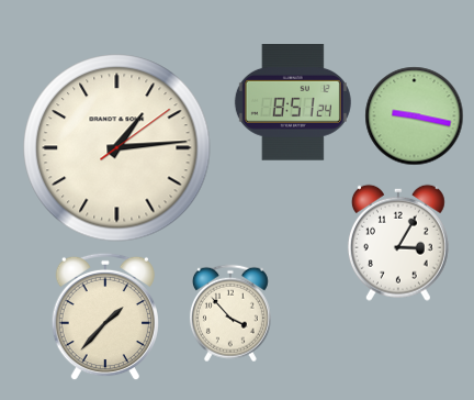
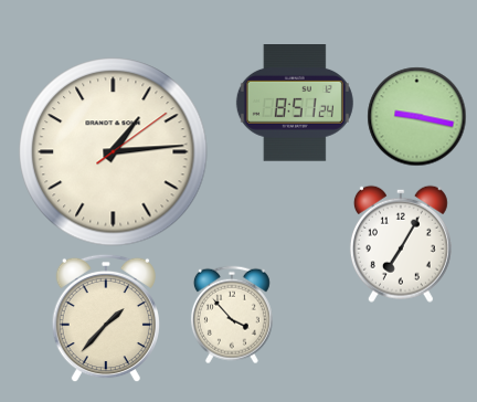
clock at (117, 148) position: (117, 148) -> (114, 152)
clock at (398, 243): 3:05 -> 7:05
